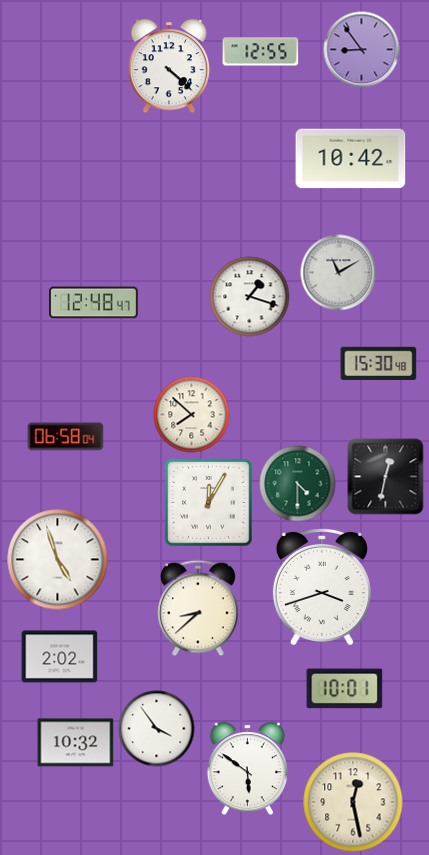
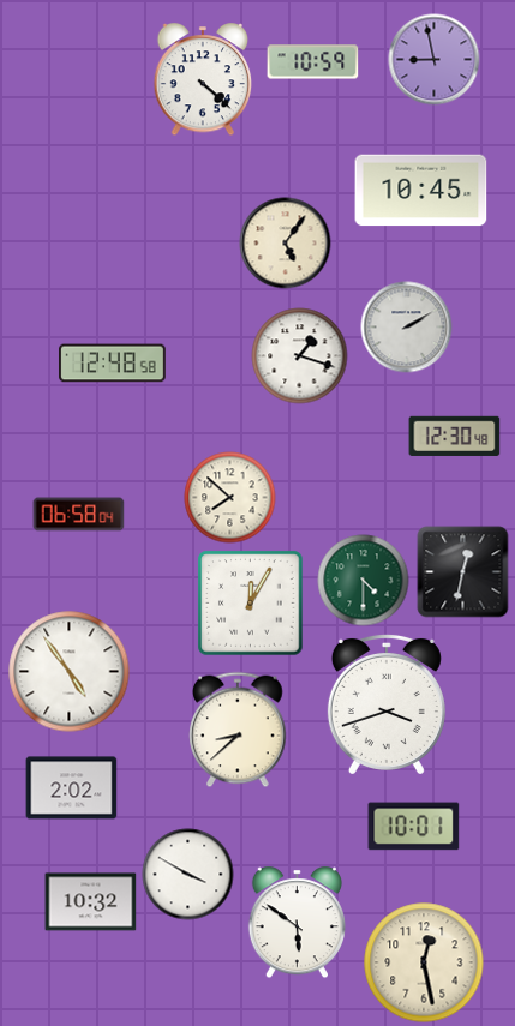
clock at (362, 50): 8:54 -> 8:58
clock at (261, 52): 12:55 -> 10:59
clock at (351, 159): 10:42 -> 10:45
clock at (286, 244): none -> 5:06
clock at (339, 273): 11:10 -> 2:10
clock at (94, 303): 12:48:47 -> 12:48:58
clock at (379, 363): 15:30 -> 12:30
clock at (66, 437) position: (66, 437) -> (79, 515)
clock at (298, 484) position: (298, 484) -> (364, 581)
clock at (58, 560): 4:57 -> 4:54
clock at (157, 729): 3:54 -> 3:50
clock at (76, 743) position: (76, 743) -> (91, 902)
